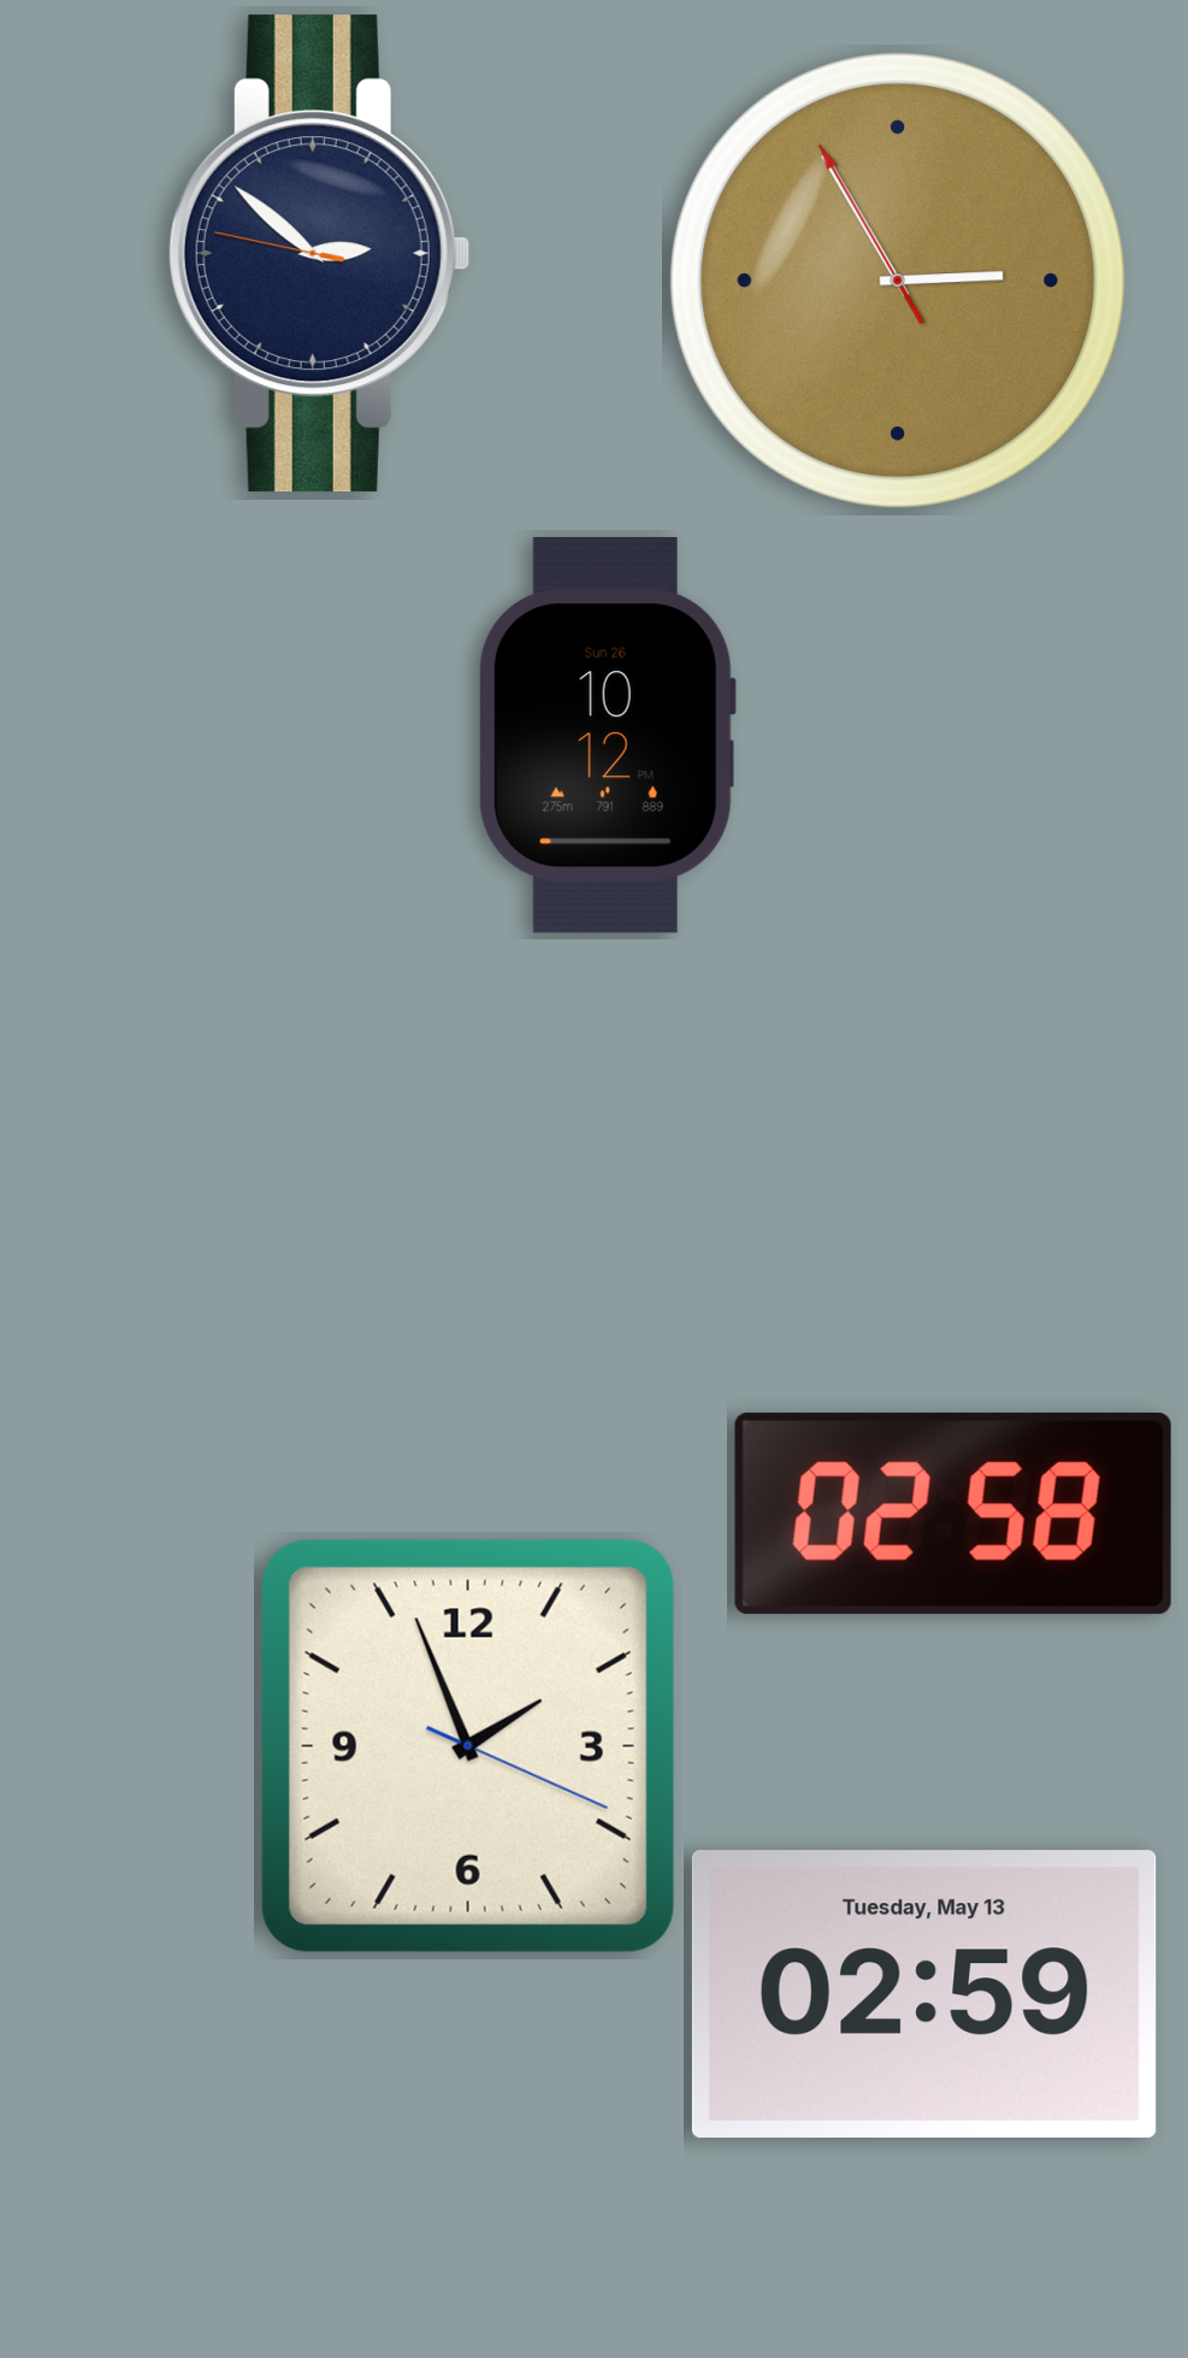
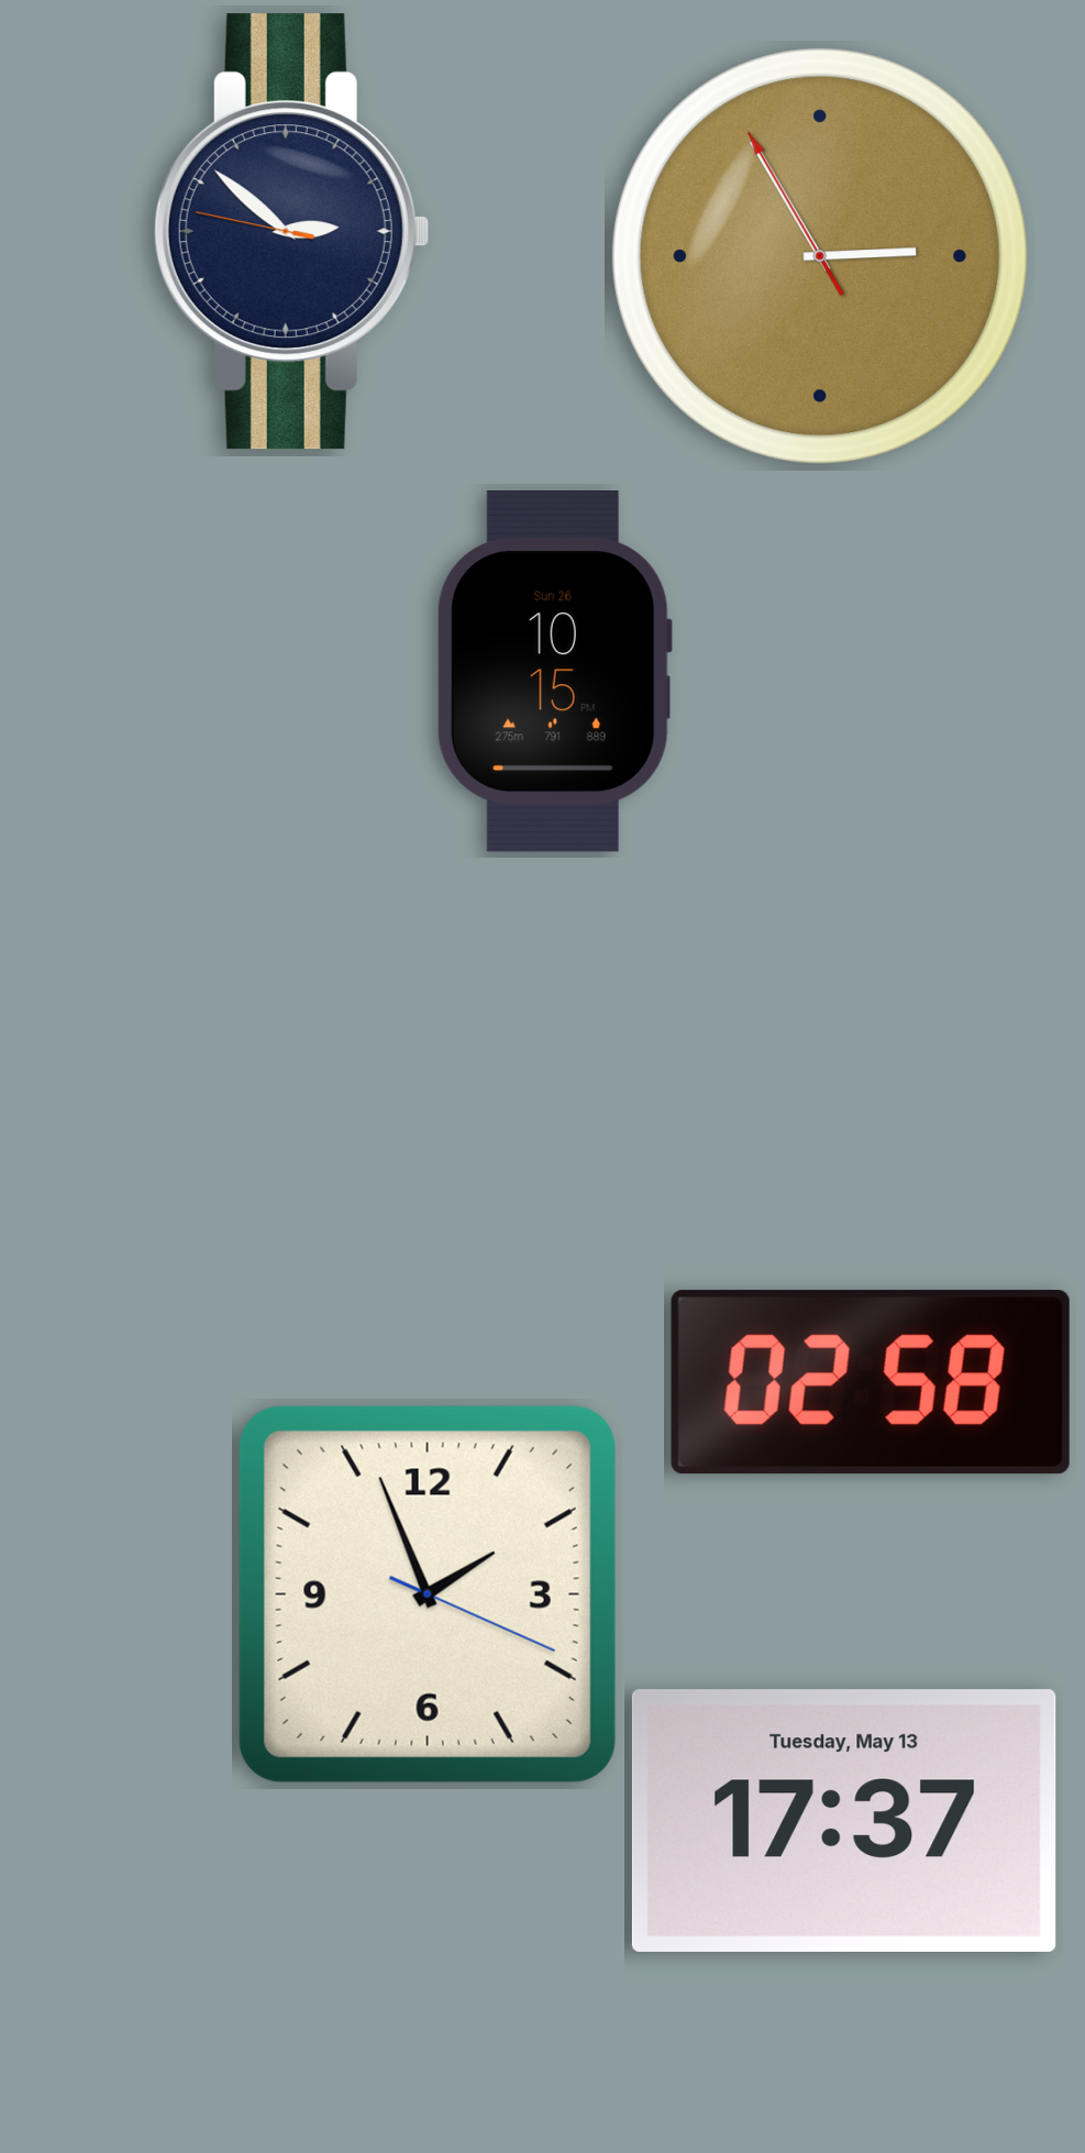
clock at (607, 736): 10:12 -> 10:15
clock at (924, 1994): 02:59 -> 17:37
